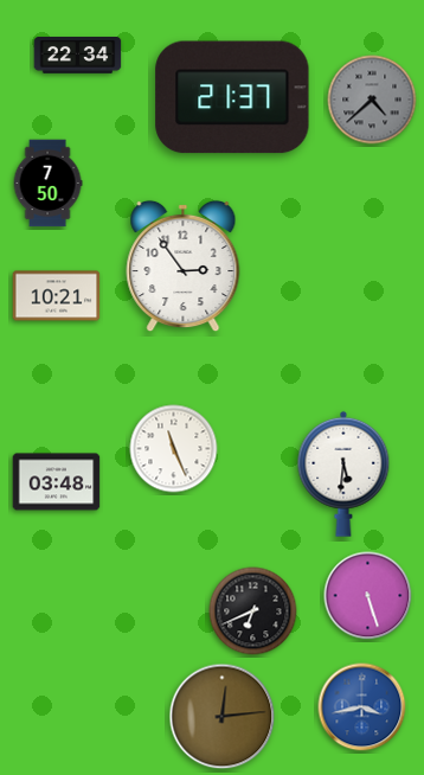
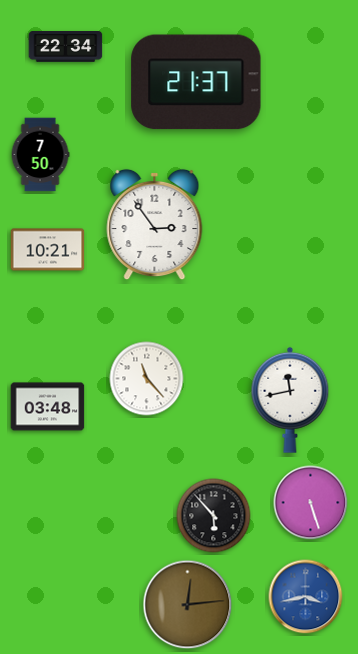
clock at (372, 100): 4:38 -> none
clock at (174, 449): 11:26 -> 11:23
clock at (343, 474): 5:31 -> 11:43
clock at (253, 611): 6:41 -> 5:53
